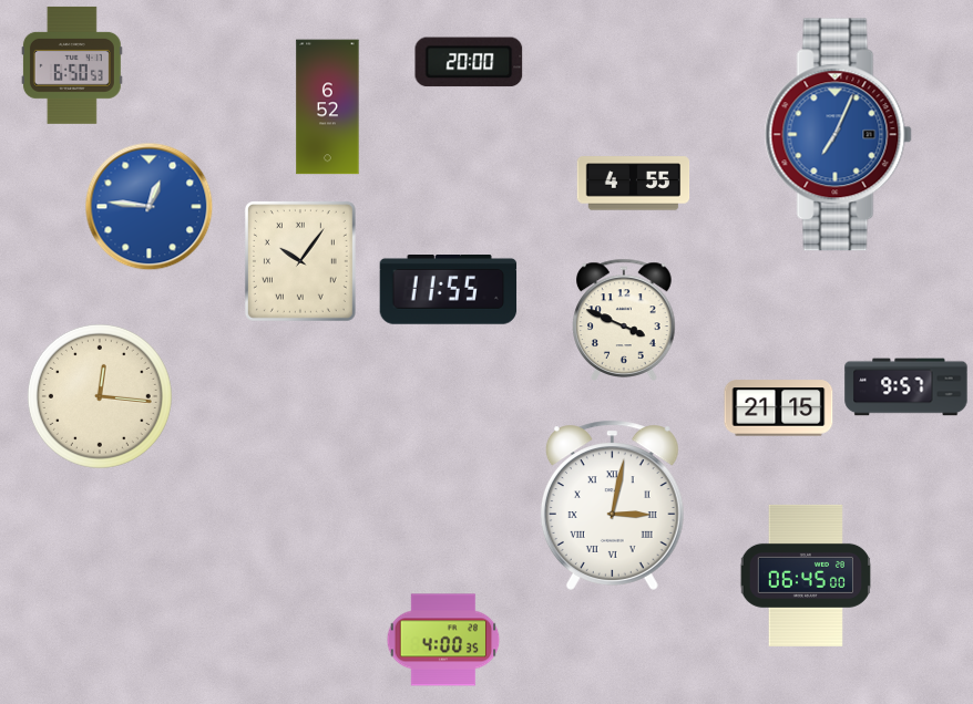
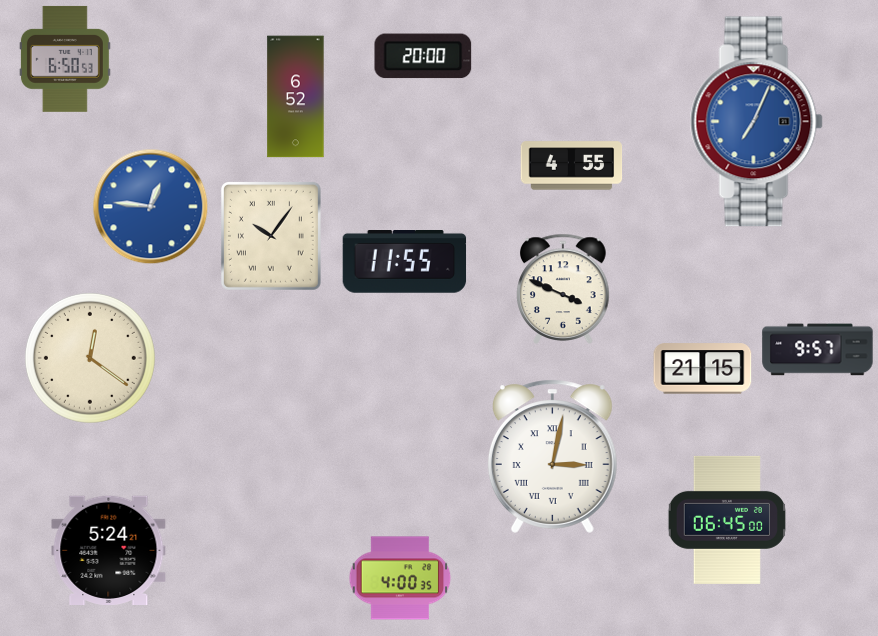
clock at (150, 207) position: (150, 207) -> (151, 207)
clock at (100, 396): 12:16 -> 12:21
clock at (109, 550): none -> 5:24
